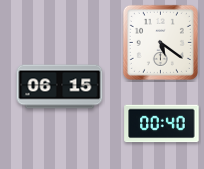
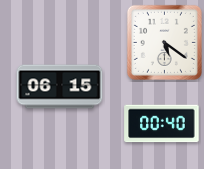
clock at (160, 42) position: (160, 42) -> (164, 42)
